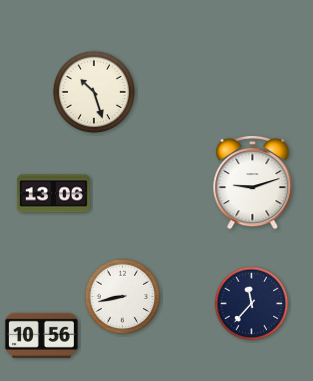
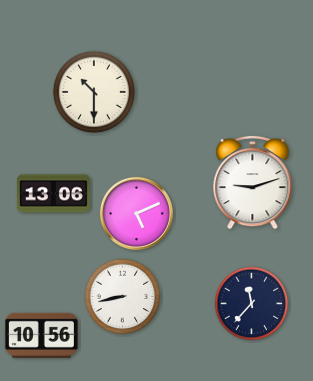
clock at (94, 92): 10:27 -> 10:30
clock at (136, 213): none -> 5:11
